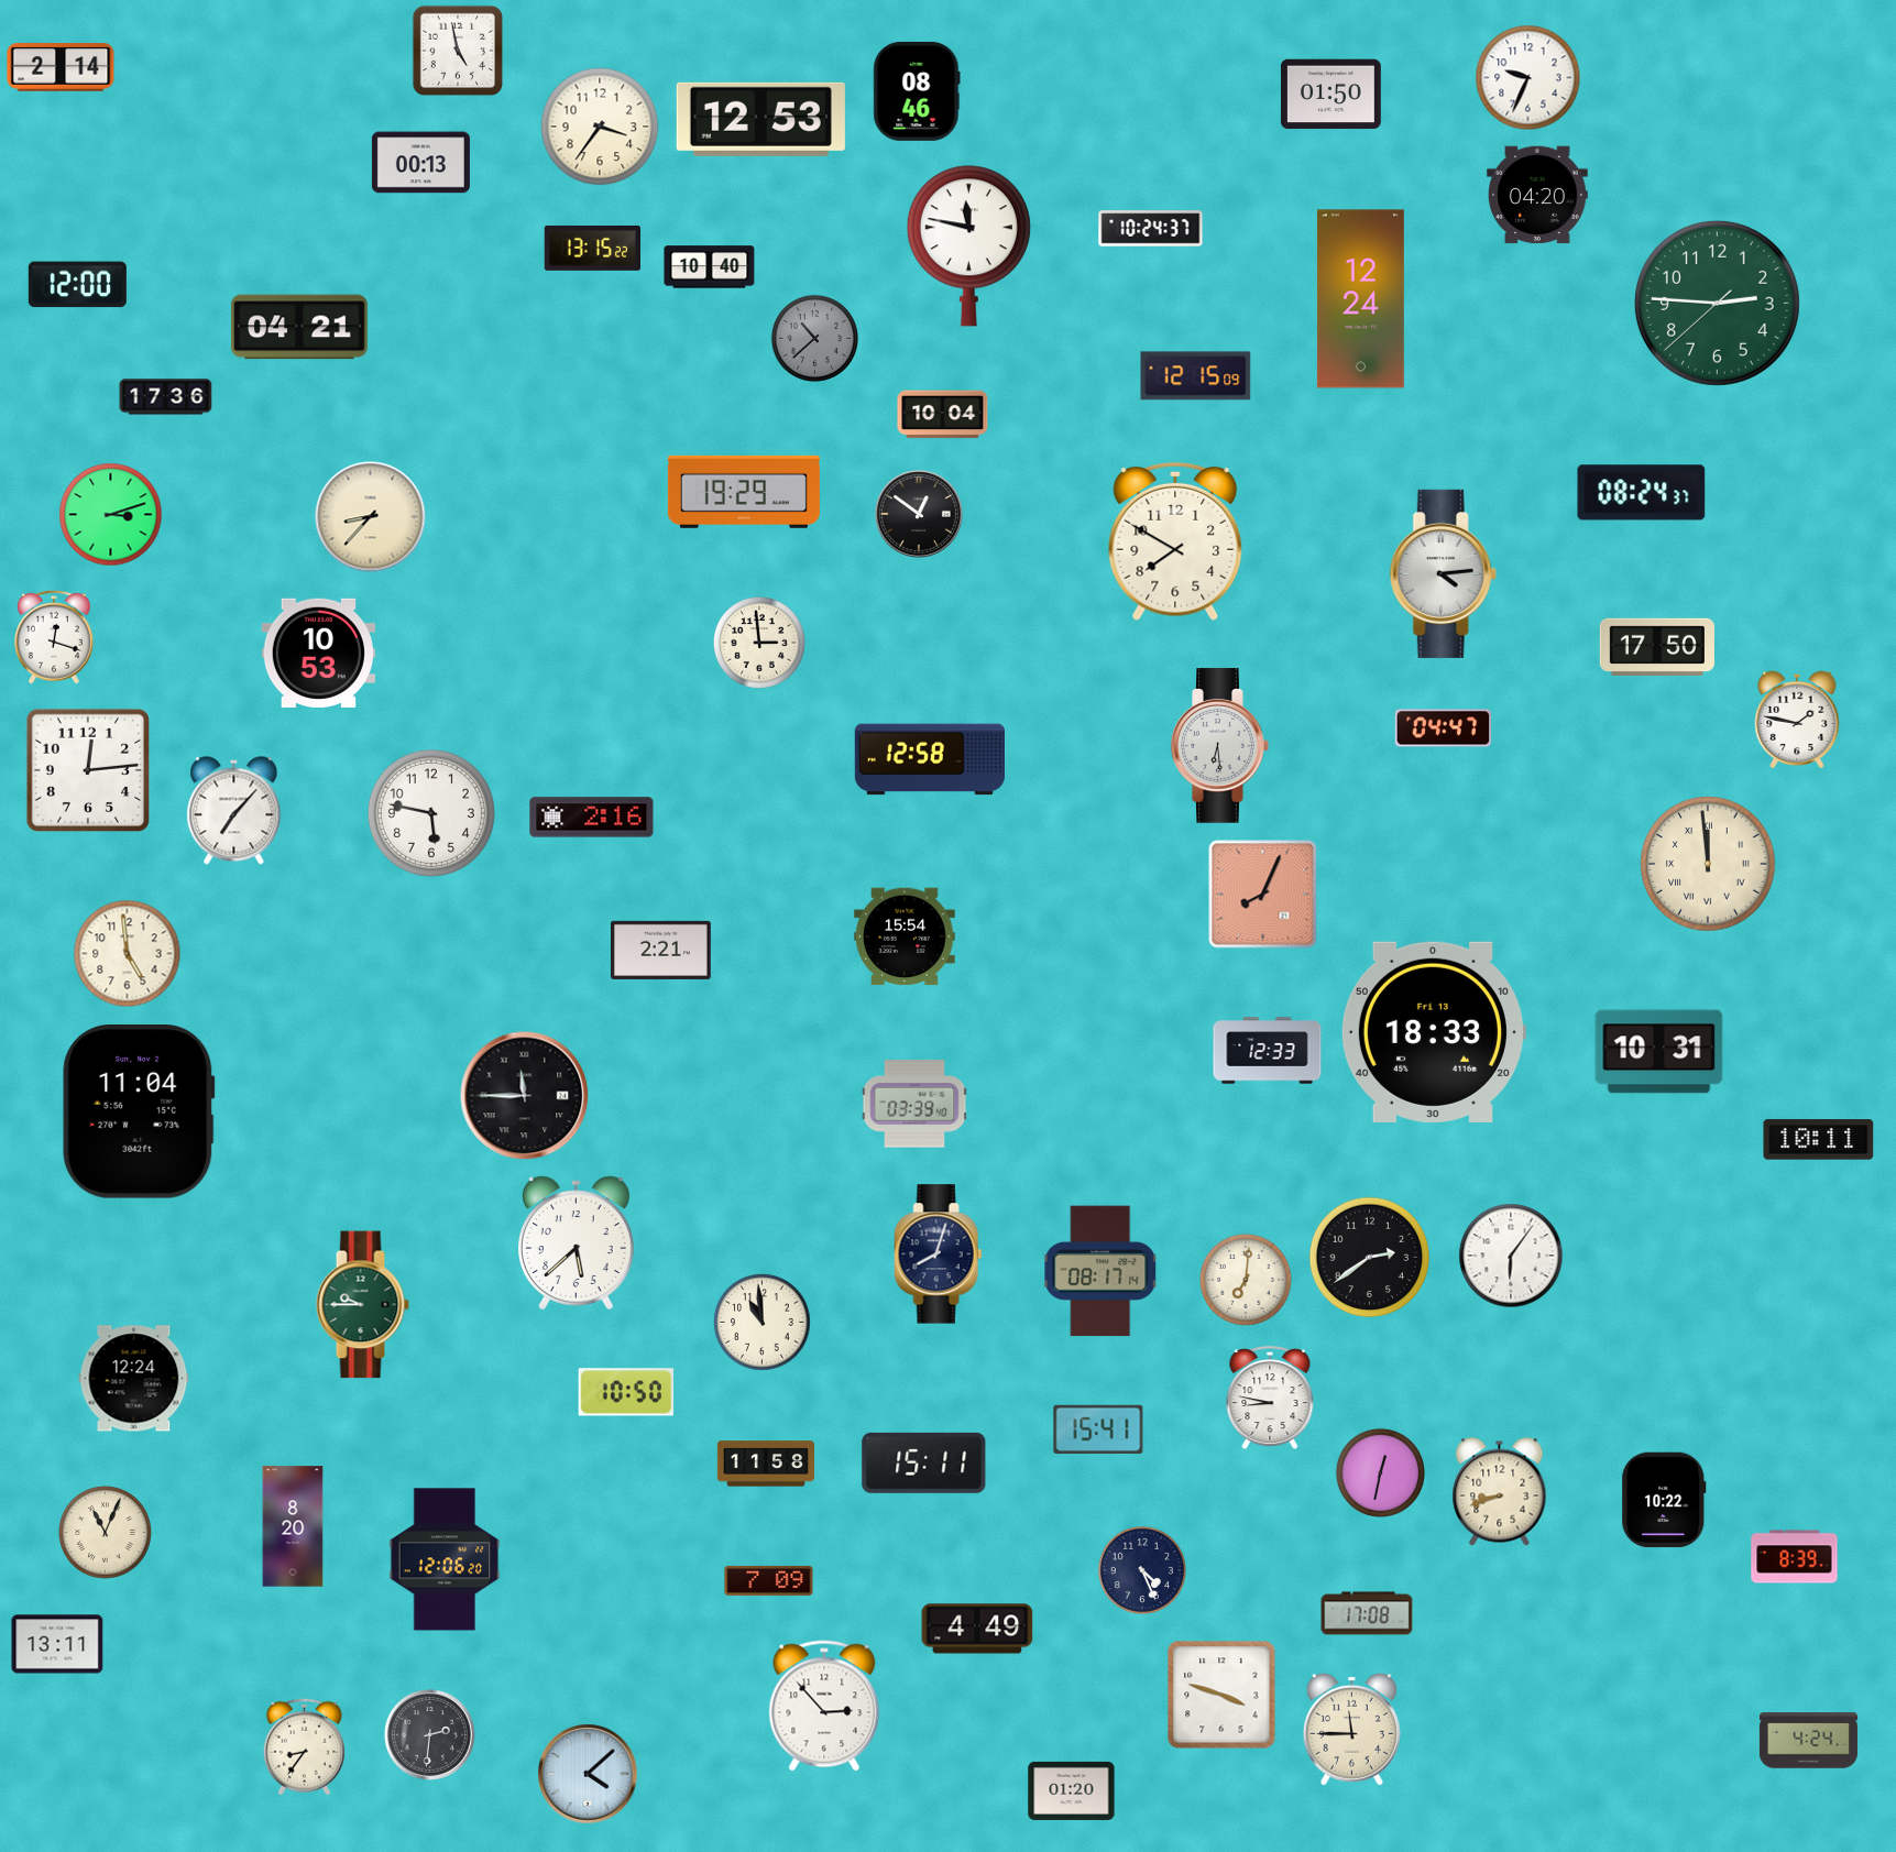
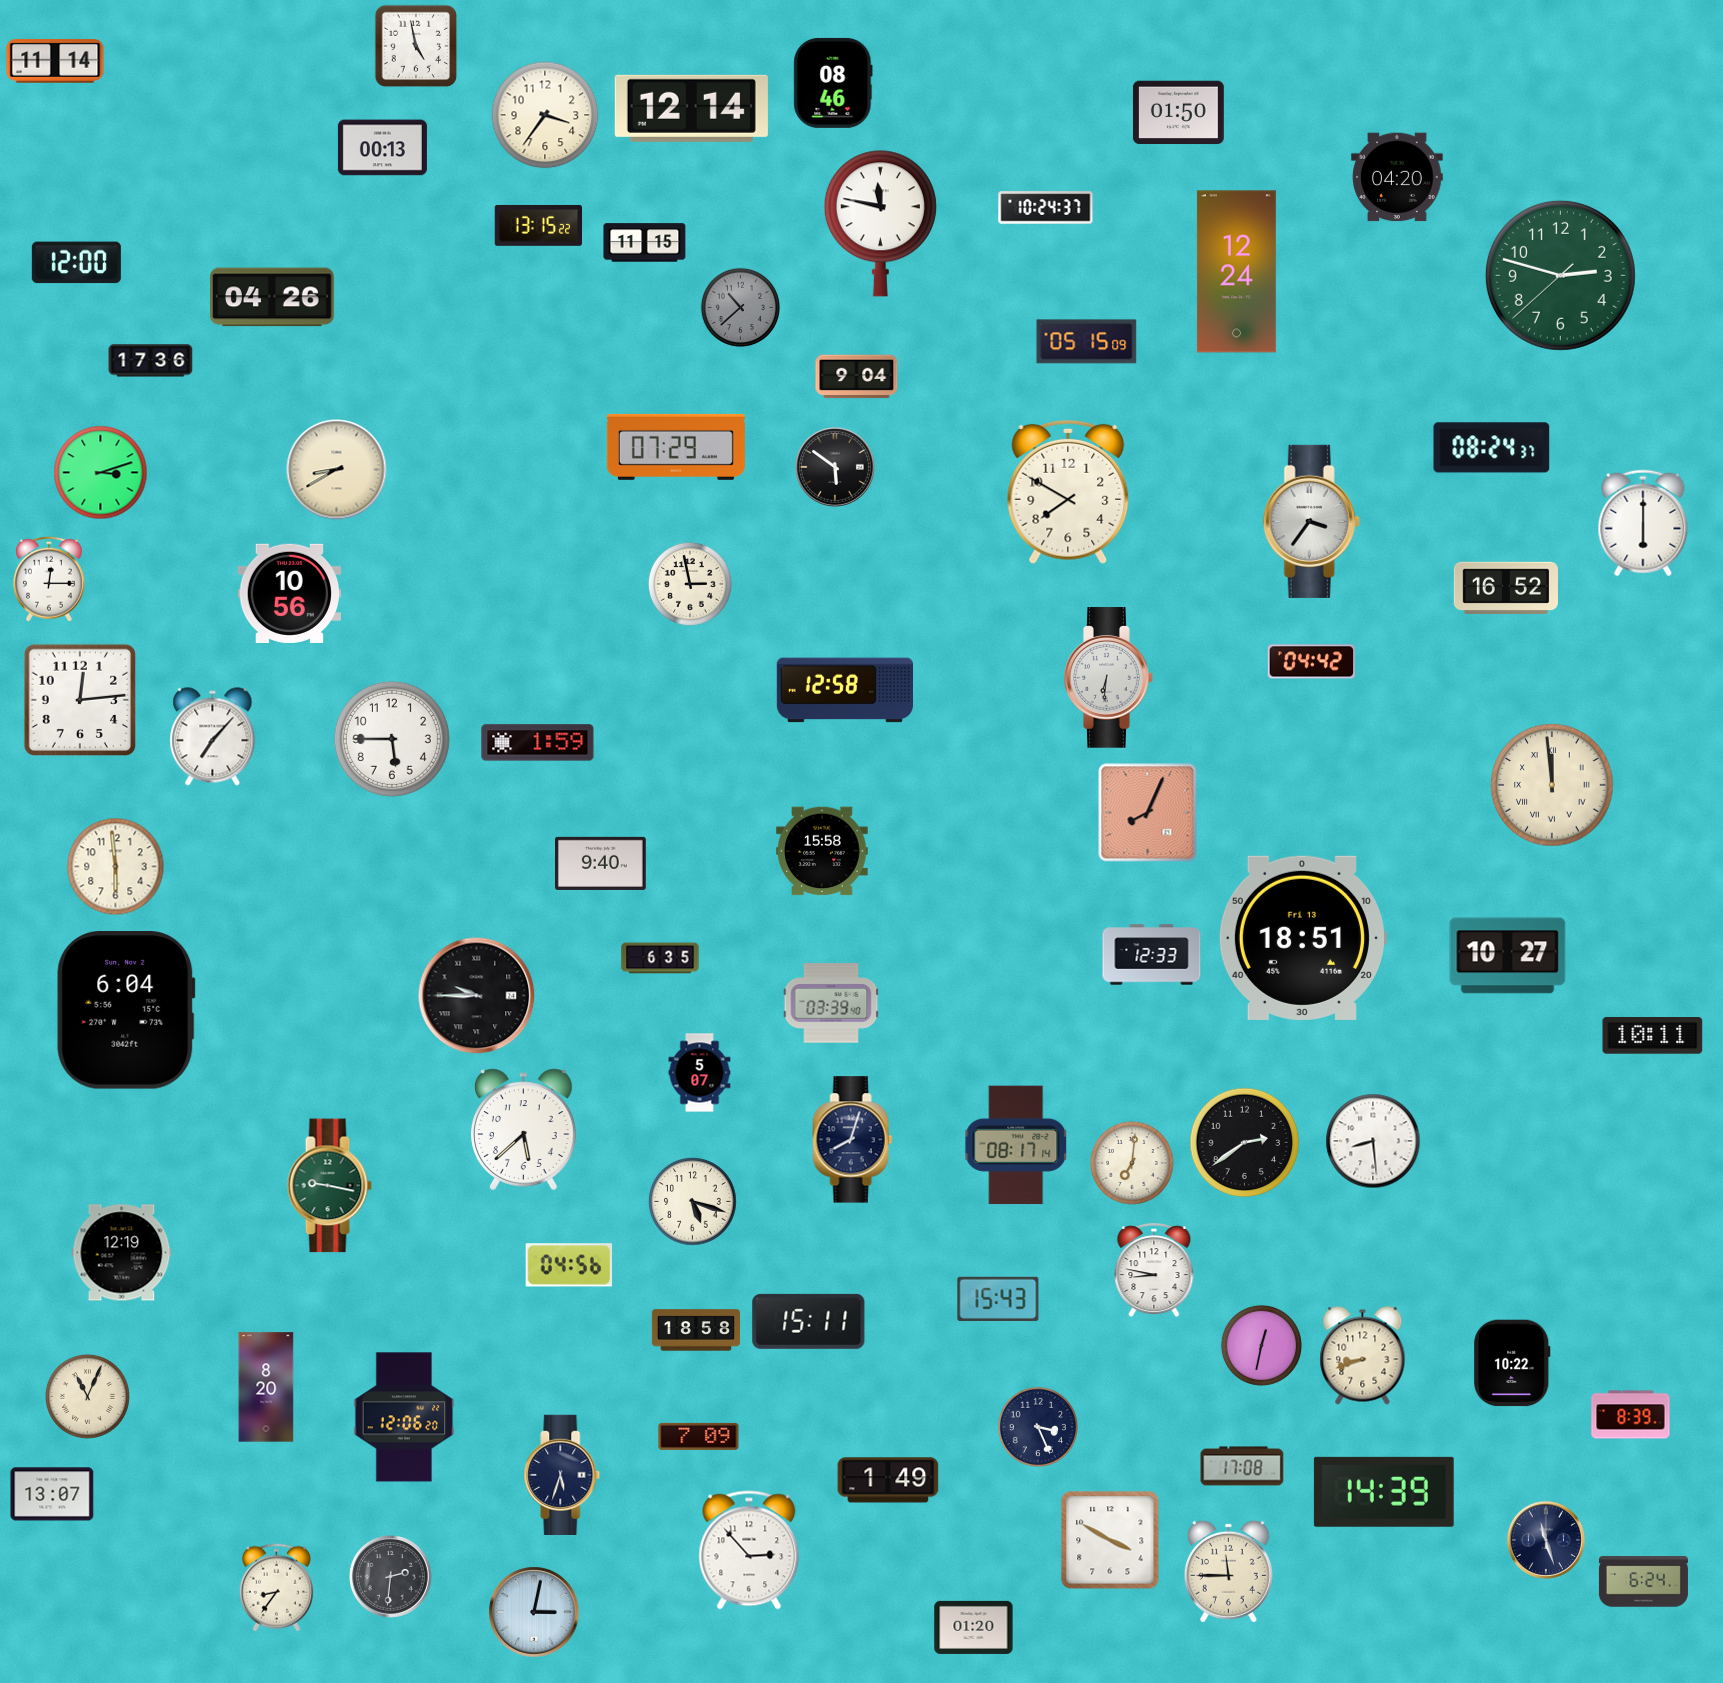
clock at (61, 67): 2:14 -> 11:14
clock at (1528, 78): 9:34 -> none
clock at (1331, 95) position: (1331, 95) -> (1179, 113)
clock at (760, 119): 12:53 -> 12:14
clock at (710, 267): 10:40 -> 11:15
clock at (77, 285) position: (77, 285) -> (76, 263)
clock at (1717, 303): 2:45 -> 2:47
clock at (300, 327): 04:21 -> 04:26
clock at (1196, 376): 12:15 -> 05:15
clock at (943, 415): 10:04 -> 9:04
clock at (744, 492): 19:29 -> 07:29
clock at (919, 514): 12:51 -> 5:51
clock at (111, 515) position: (111, 515) -> (101, 473)
clock at (371, 517): 8:37 -> 8:40
clock at (1443, 573): 4:14 -> 3:36
clock at (1643, 523): none -> 6:00
clock at (55, 637): 12:18 -> 12:15
clock at (759, 643): 2:59 -> 2:58
clock at (1657, 647): 17:50 -> 16:52
clock at (318, 653): 10:53 -> 10:56
clock at (1797, 720): 1:47 -> none
clock at (1443, 728): 04:47 -> 04:42
clock at (1220, 746): 6:29 -> 6:31
clock at (431, 813): 5:47 -> 5:45
clock at (592, 818): 2:16 -> 1:59
clock at (905, 936): 15:54 -> 15:58
clock at (661, 950): 2:21 -> 9:40
clock at (128, 954): 4:59 -> 5:59
clock at (1433, 1032): 18:33 -> 18:51
clock at (1659, 1052): 10:31 -> 10:27
clock at (660, 958): none -> 6:35
clock at (525, 1096): 11:45 -> 9:45
clock at (139, 1113): 11:04 -> 6:04
clock at (700, 1073): none -> 5:07
clock at (1511, 1256): 6:06 -> 8:29
clock at (1100, 1271) position: (1100, 1271) -> (1016, 1145)
clock at (362, 1305): 9:45 -> 9:17
clock at (763, 1323): 10:59 -> 5:18
clock at (134, 1379): 12:24 -> 12:19
clock at (626, 1392): 10:50 -> 04:56
clock at (1098, 1429): 15:41 -> 15:43
clock at (924, 1462) position: (924, 1462) -> (809, 1321)
clock at (766, 1464): 11:58 -> 18:58
clock at (1380, 1472) position: (1380, 1472) -> (1261, 1345)
clock at (105, 1532) position: (105, 1532) -> (87, 1396)
clock at (1141, 1569): 4:26 -> 3:26
clock at (562, 1475): none -> 5:33
clock at (977, 1629): 4:49 -> 1:49
clock at (1384, 1492): none -> 14:39
clock at (57, 1644): 13:11 -> 13:07
clock at (1221, 1695): 3:48 -> 3:50
clock at (1546, 1540): none -> 11:27
clock at (1808, 1741): 4:24 -> 6:24
clock at (588, 1774): 4:08 -> 3:02
